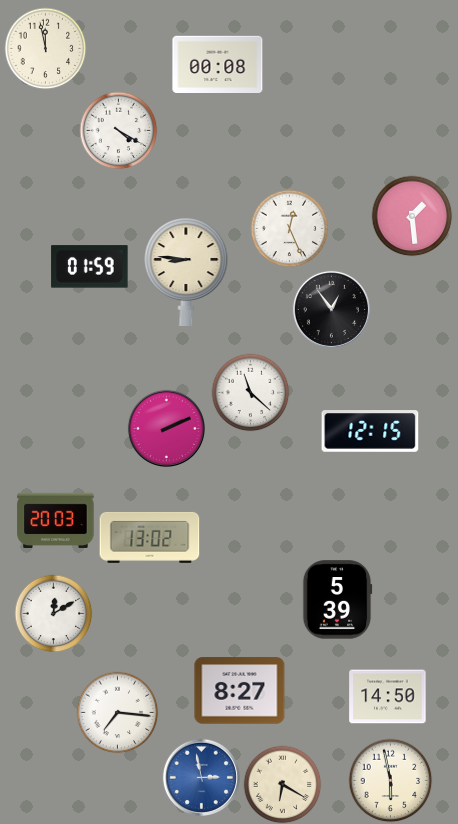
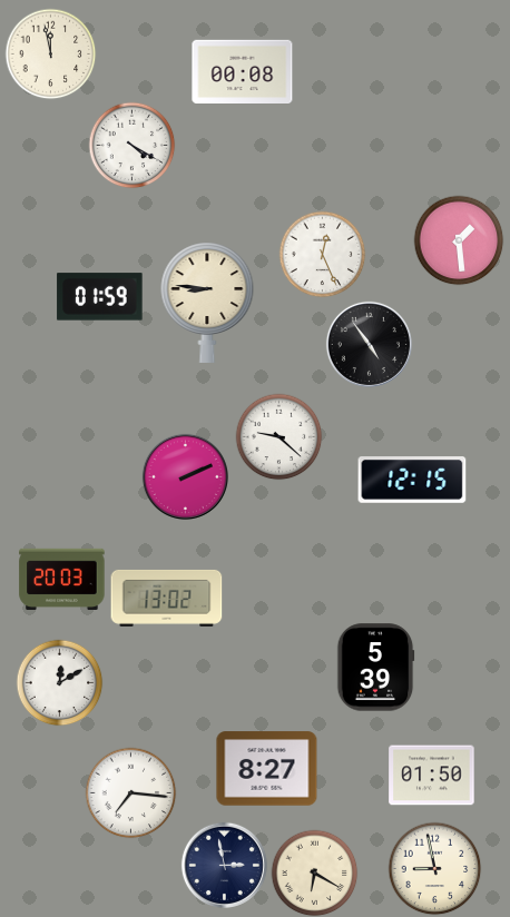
clock at (331, 309): 12:54 -> 4:54
clock at (250, 392): 11:22 -> 9:22
clock at (388, 697): 14:50 -> 01:50
clock at (201, 777) dial: blue -> navy
clock at (390, 780): 5:58 -> 8:58
